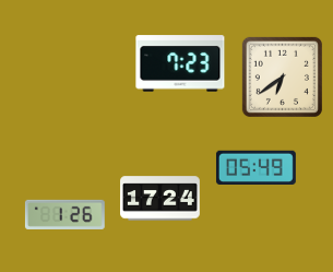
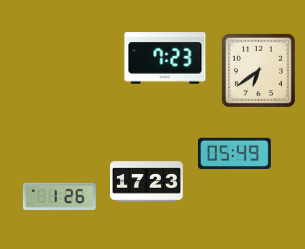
clock at (160, 199): 17:24 -> 17:23
